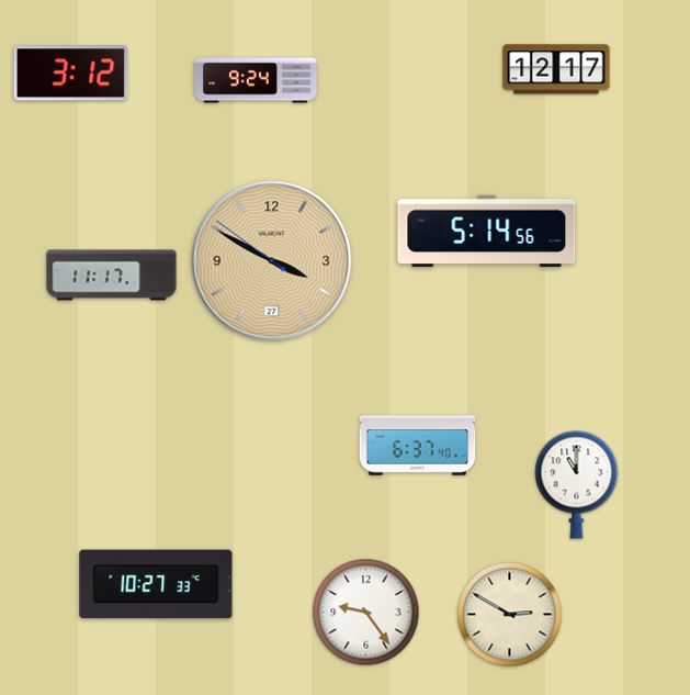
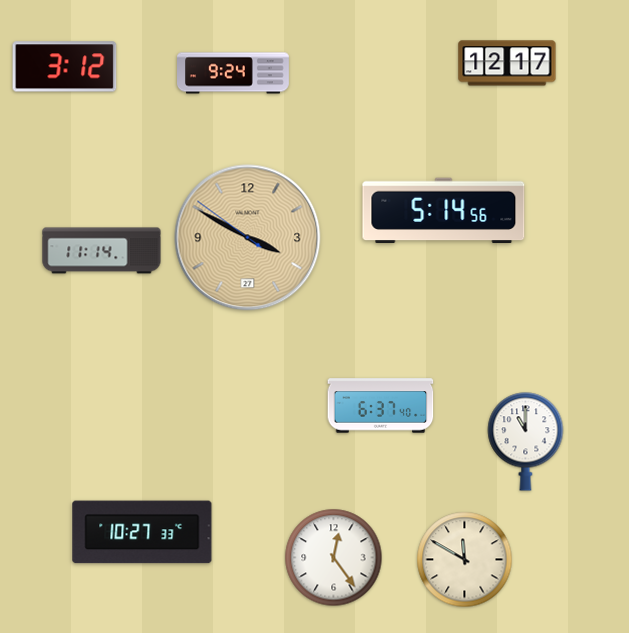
clock at (112, 276): 11:17 -> 11:14
clock at (366, 613): 9:24 -> 12:24
clock at (510, 615): 2:50 -> 11:50
